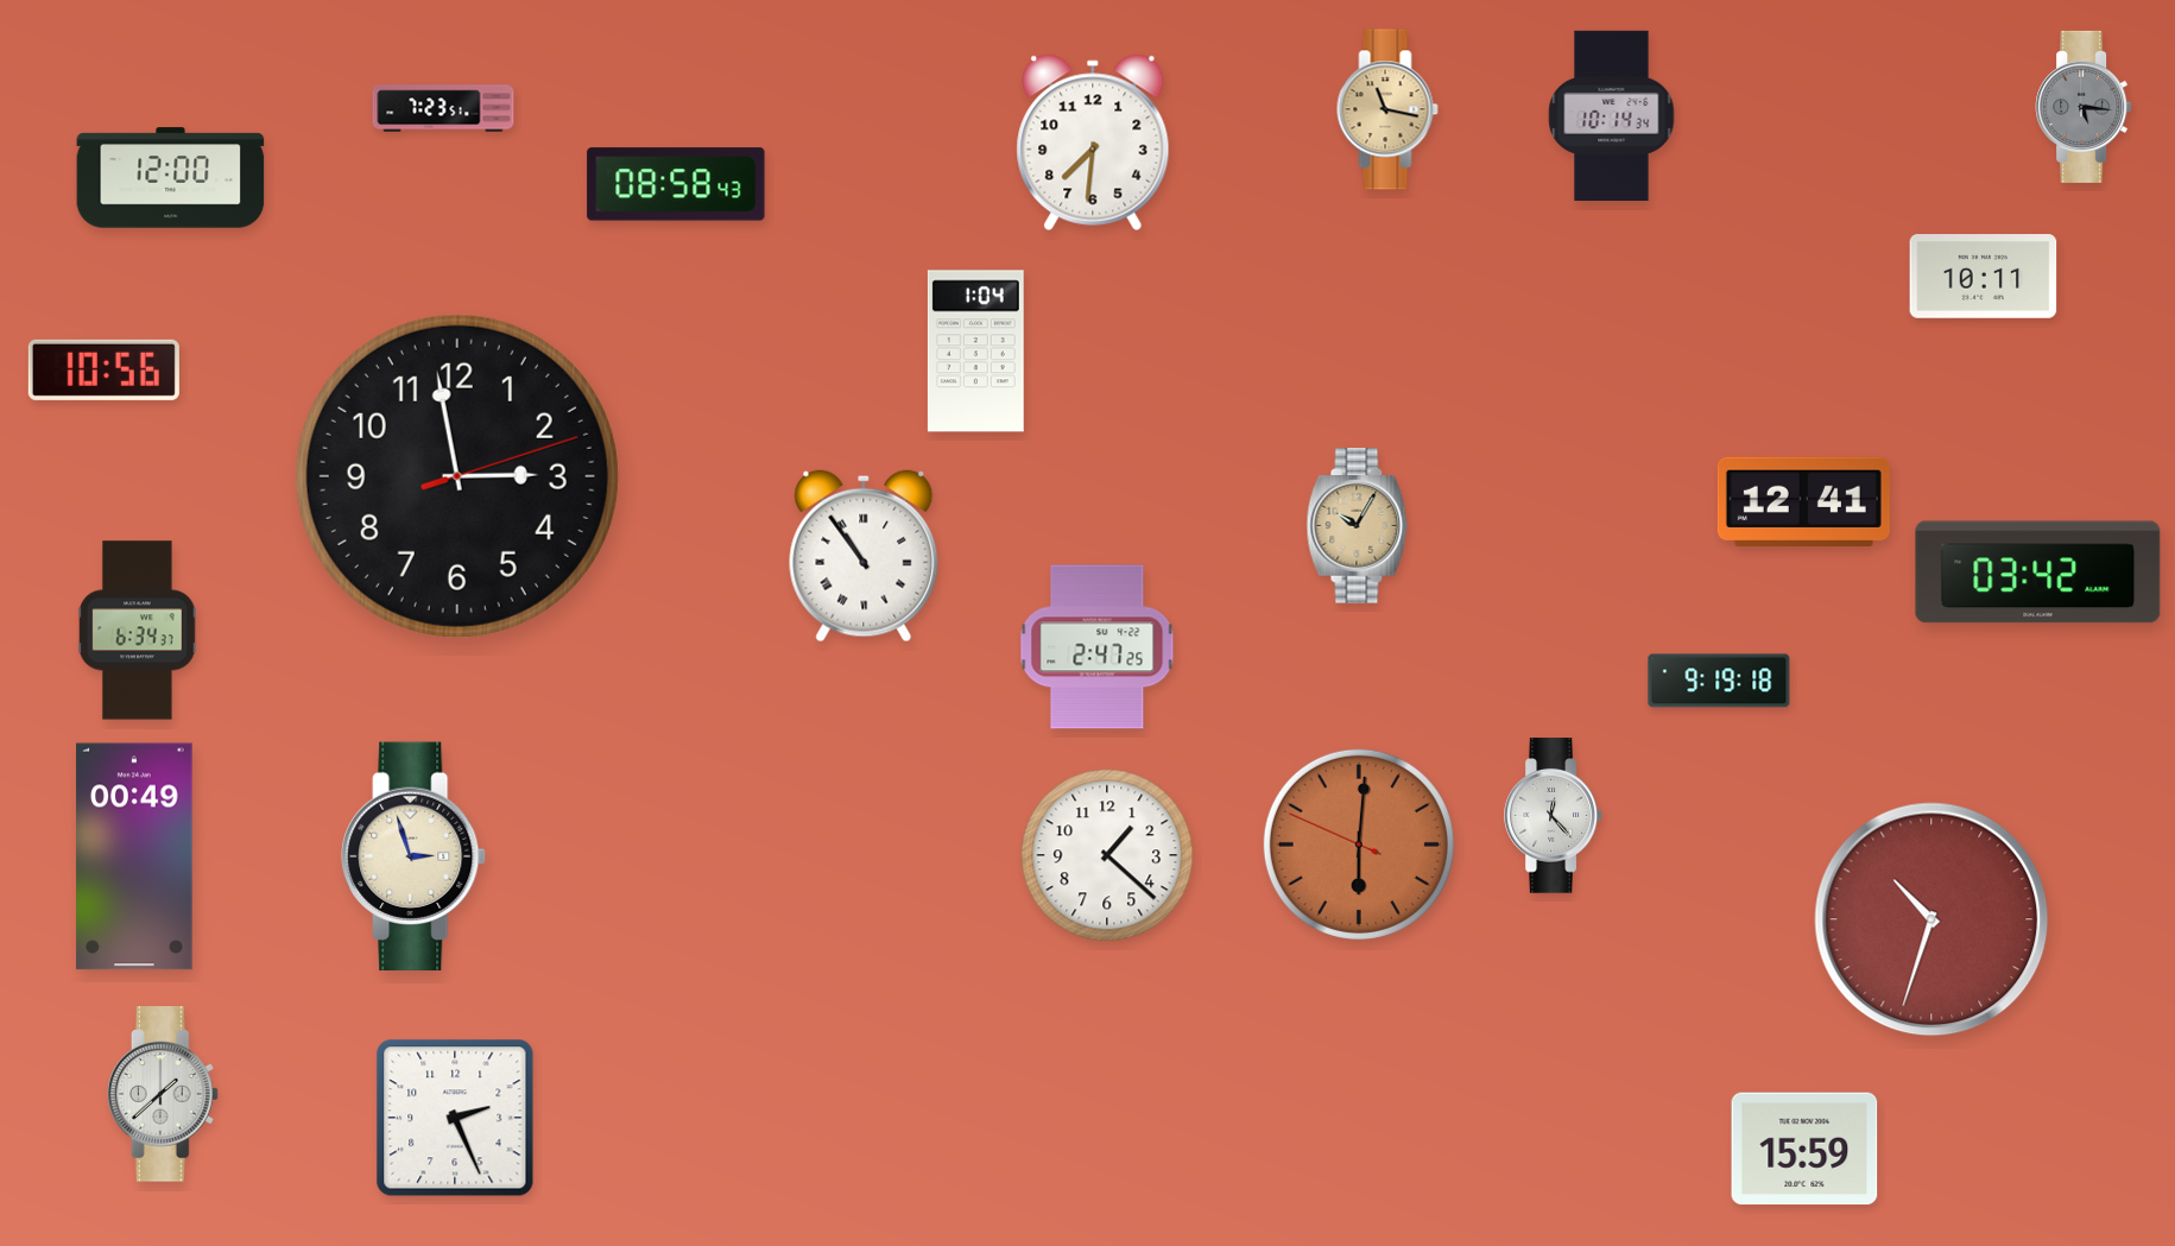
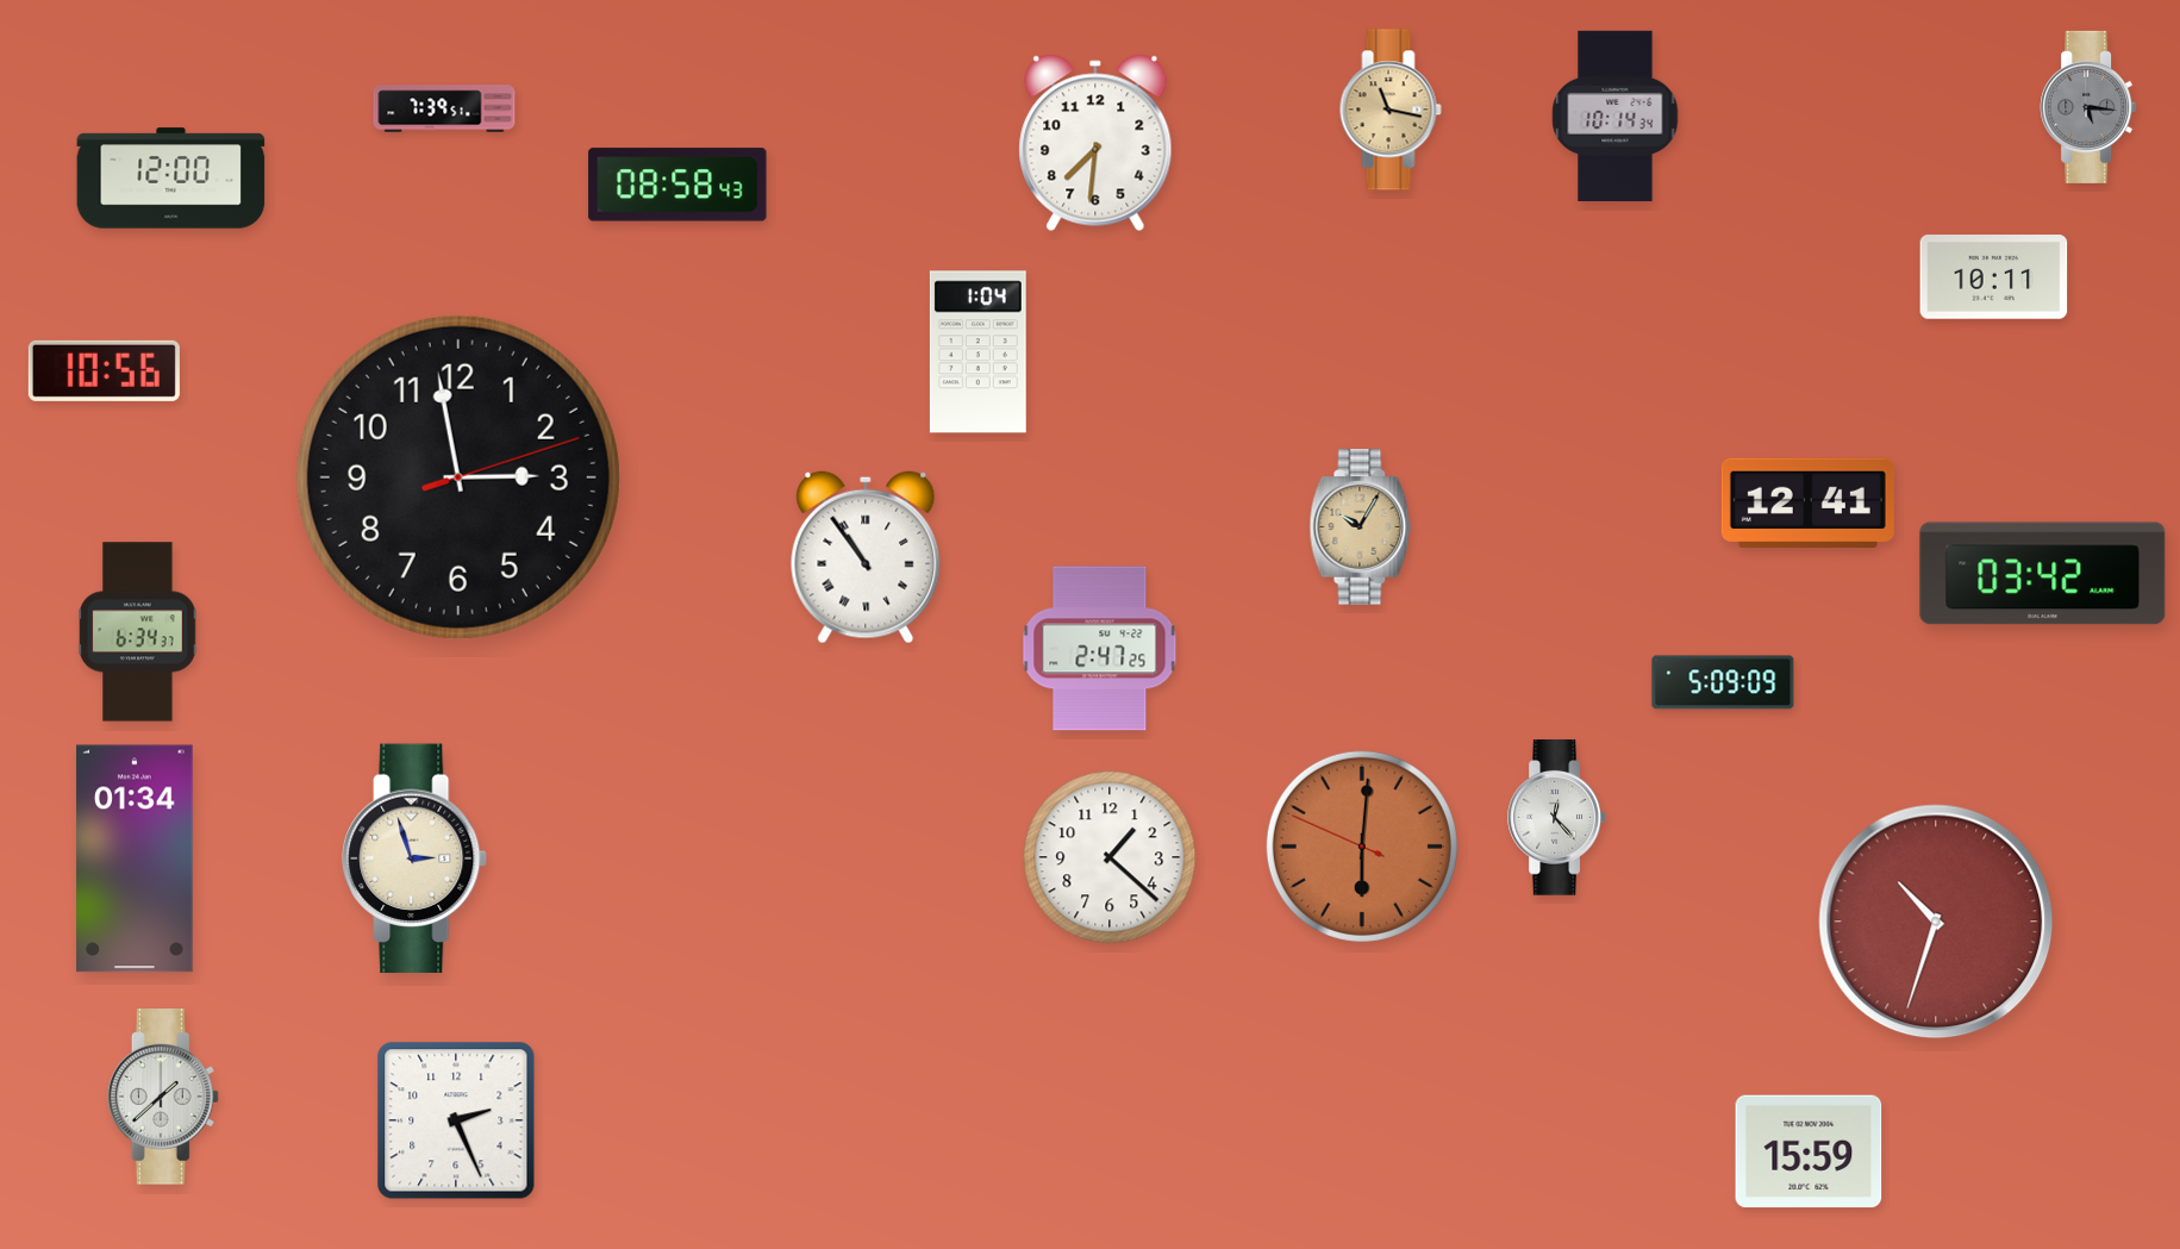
clock at (443, 108): 7:23 -> 7:39
clock at (1984, 277) position: (1984, 277) -> (1994, 277)
clock at (1719, 681): 9:19 -> 5:09
clock at (134, 856): 00:49 -> 01:34
